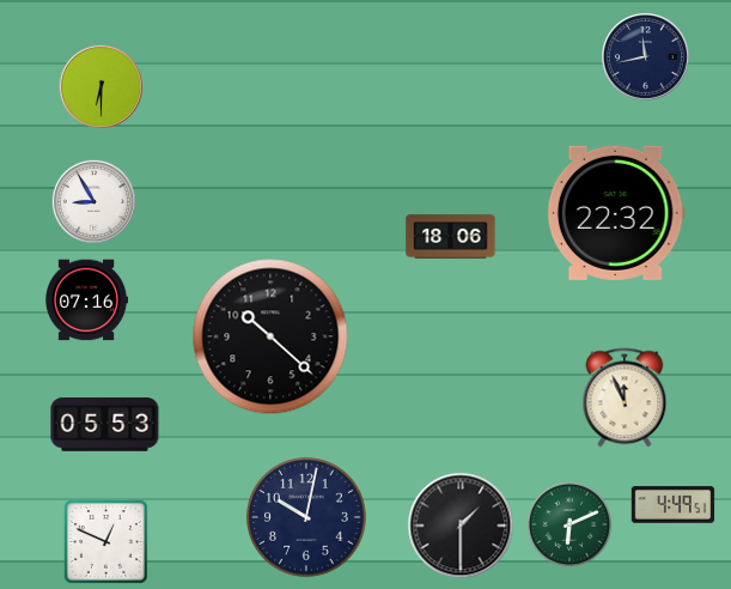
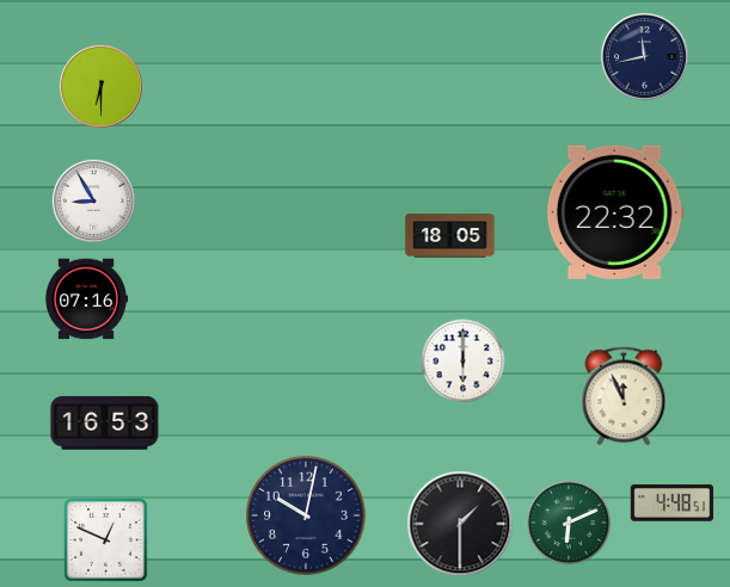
clock at (451, 237): 18:06 -> 18:05
clock at (270, 336): 10:22 -> none
clock at (464, 362): none -> 6:00
clock at (105, 425): 05:53 -> 16:53
clock at (674, 505): 4:49 -> 4:48
